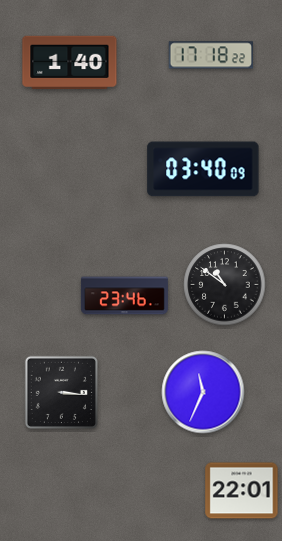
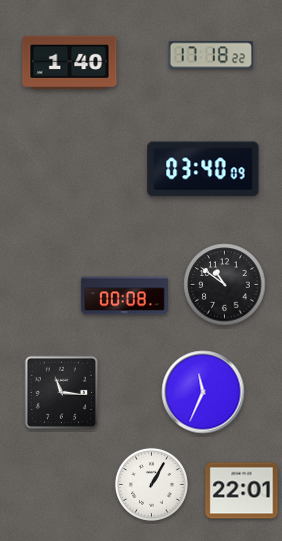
clock at (124, 296): 23:46 -> 00:08
clock at (61, 392): 3:16 -> 11:16
clock at (151, 484): none -> 1:05
